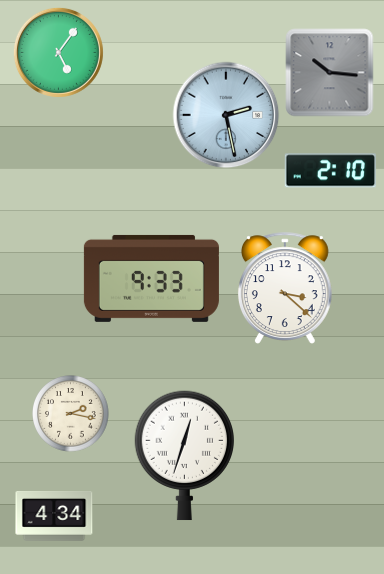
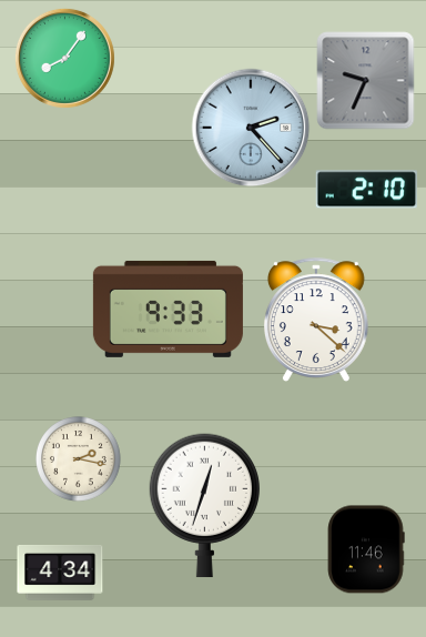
clock at (58, 52): 5:06 -> 8:06
clock at (330, 73): 10:16 -> 9:34
clock at (226, 115): 2:28 -> 2:23
clock at (366, 549): none -> 11:46
